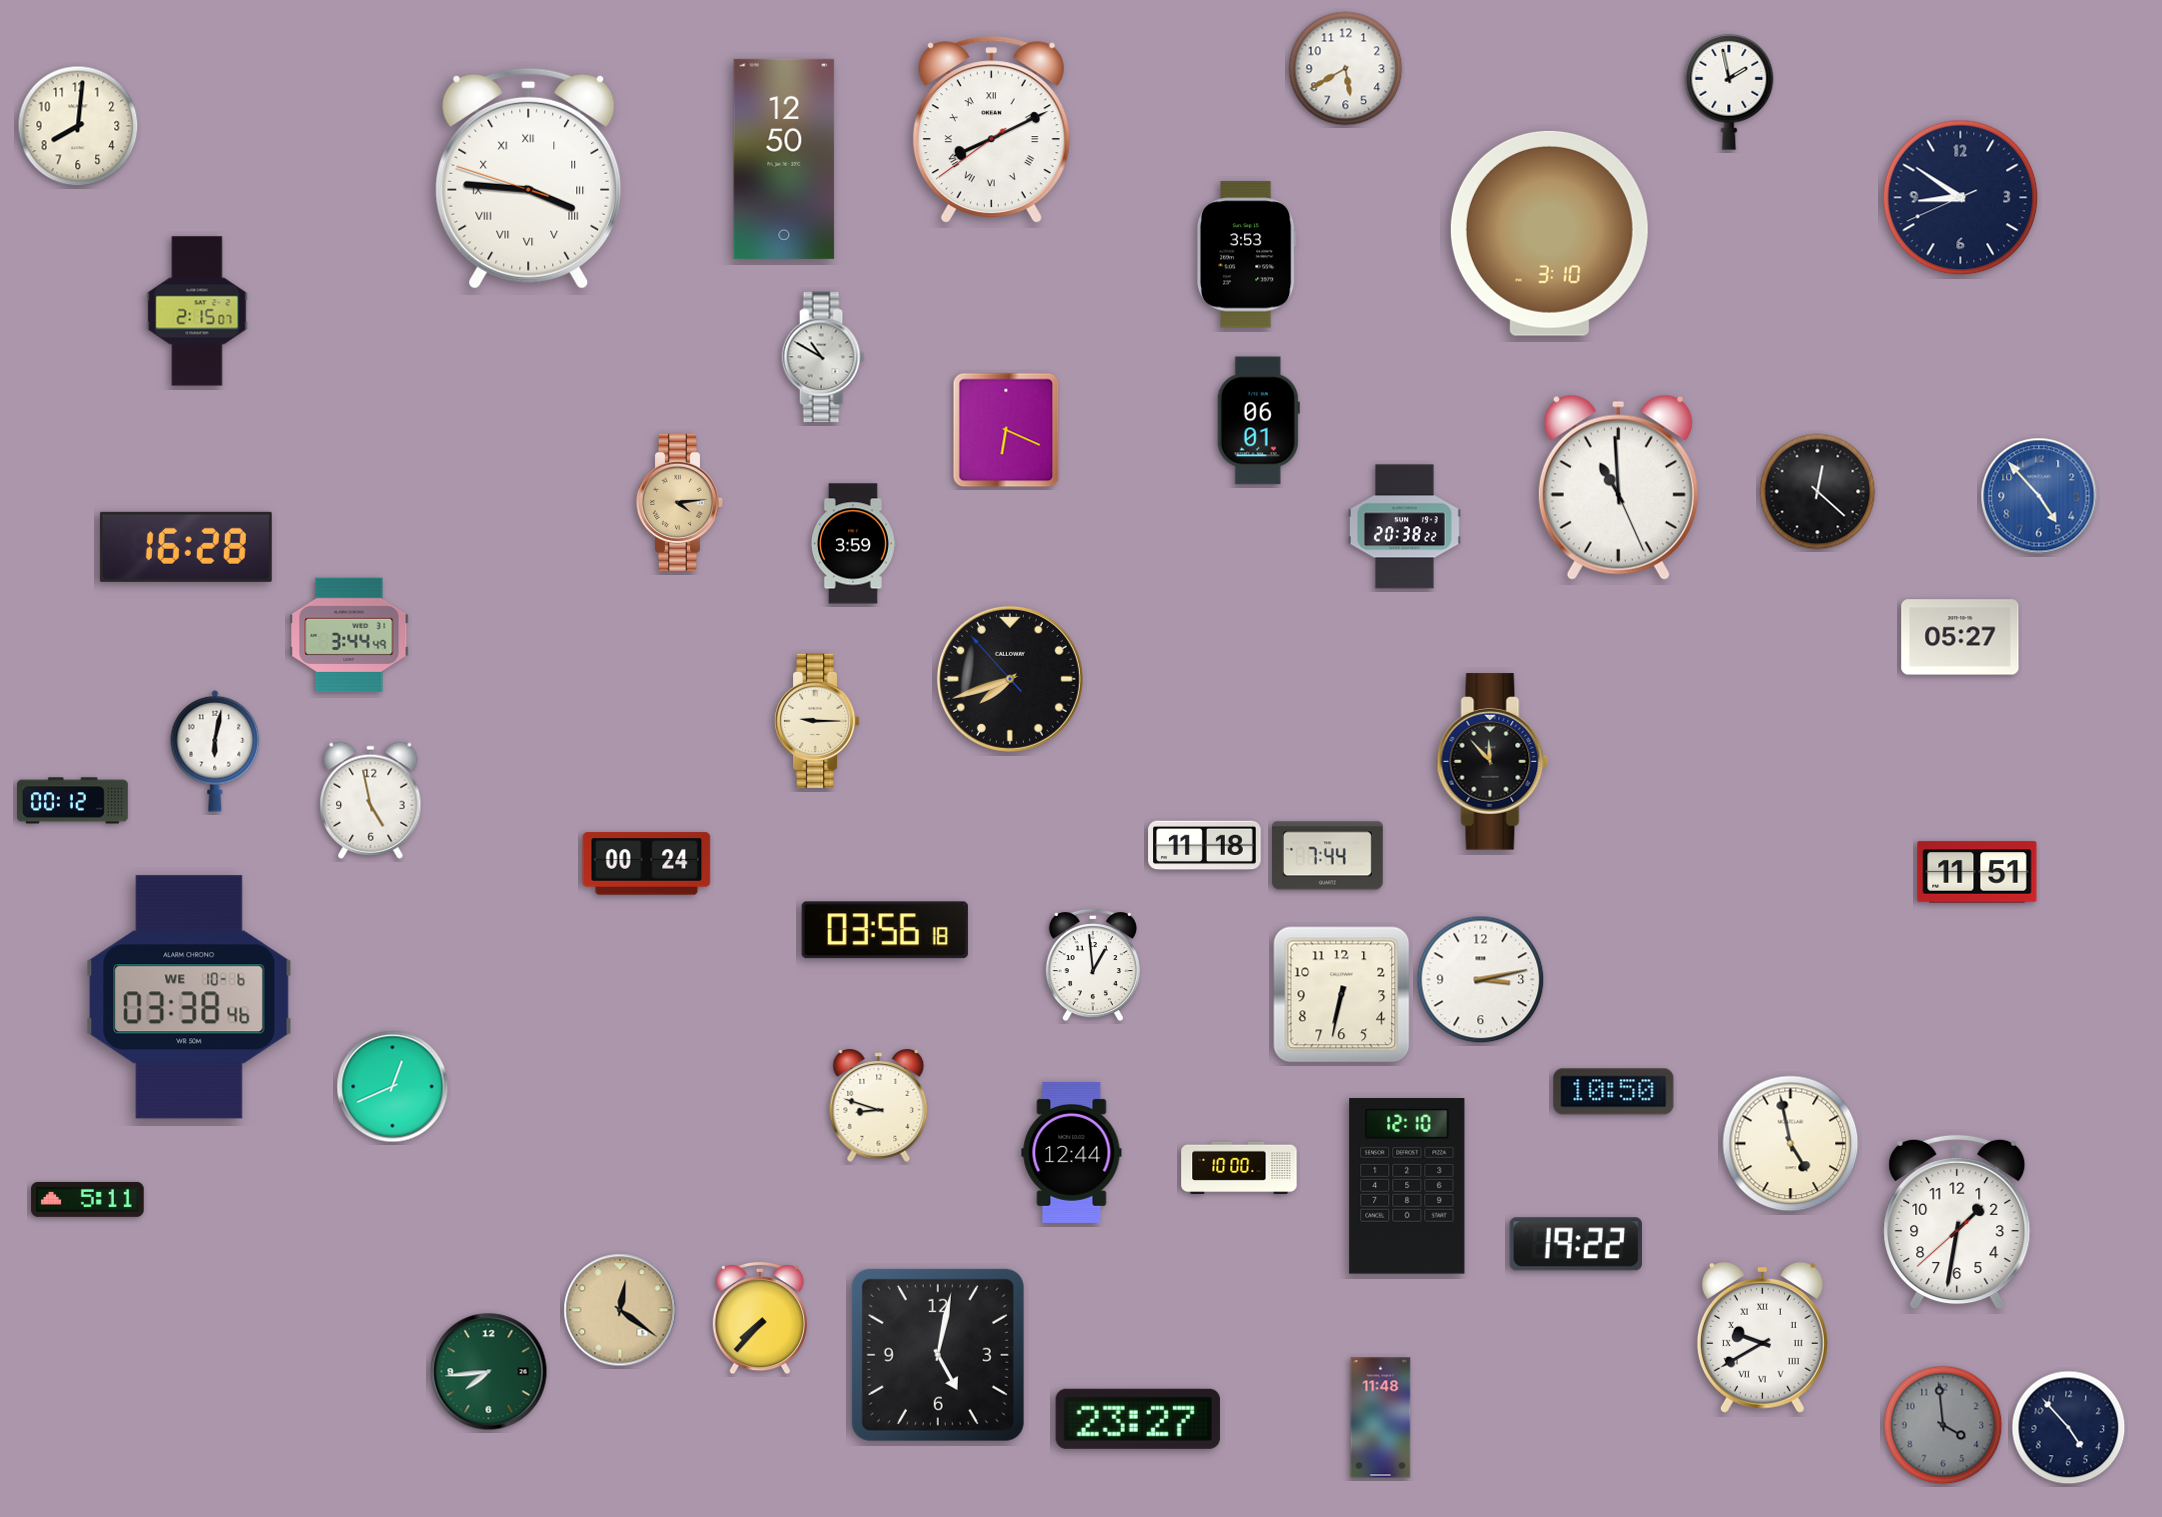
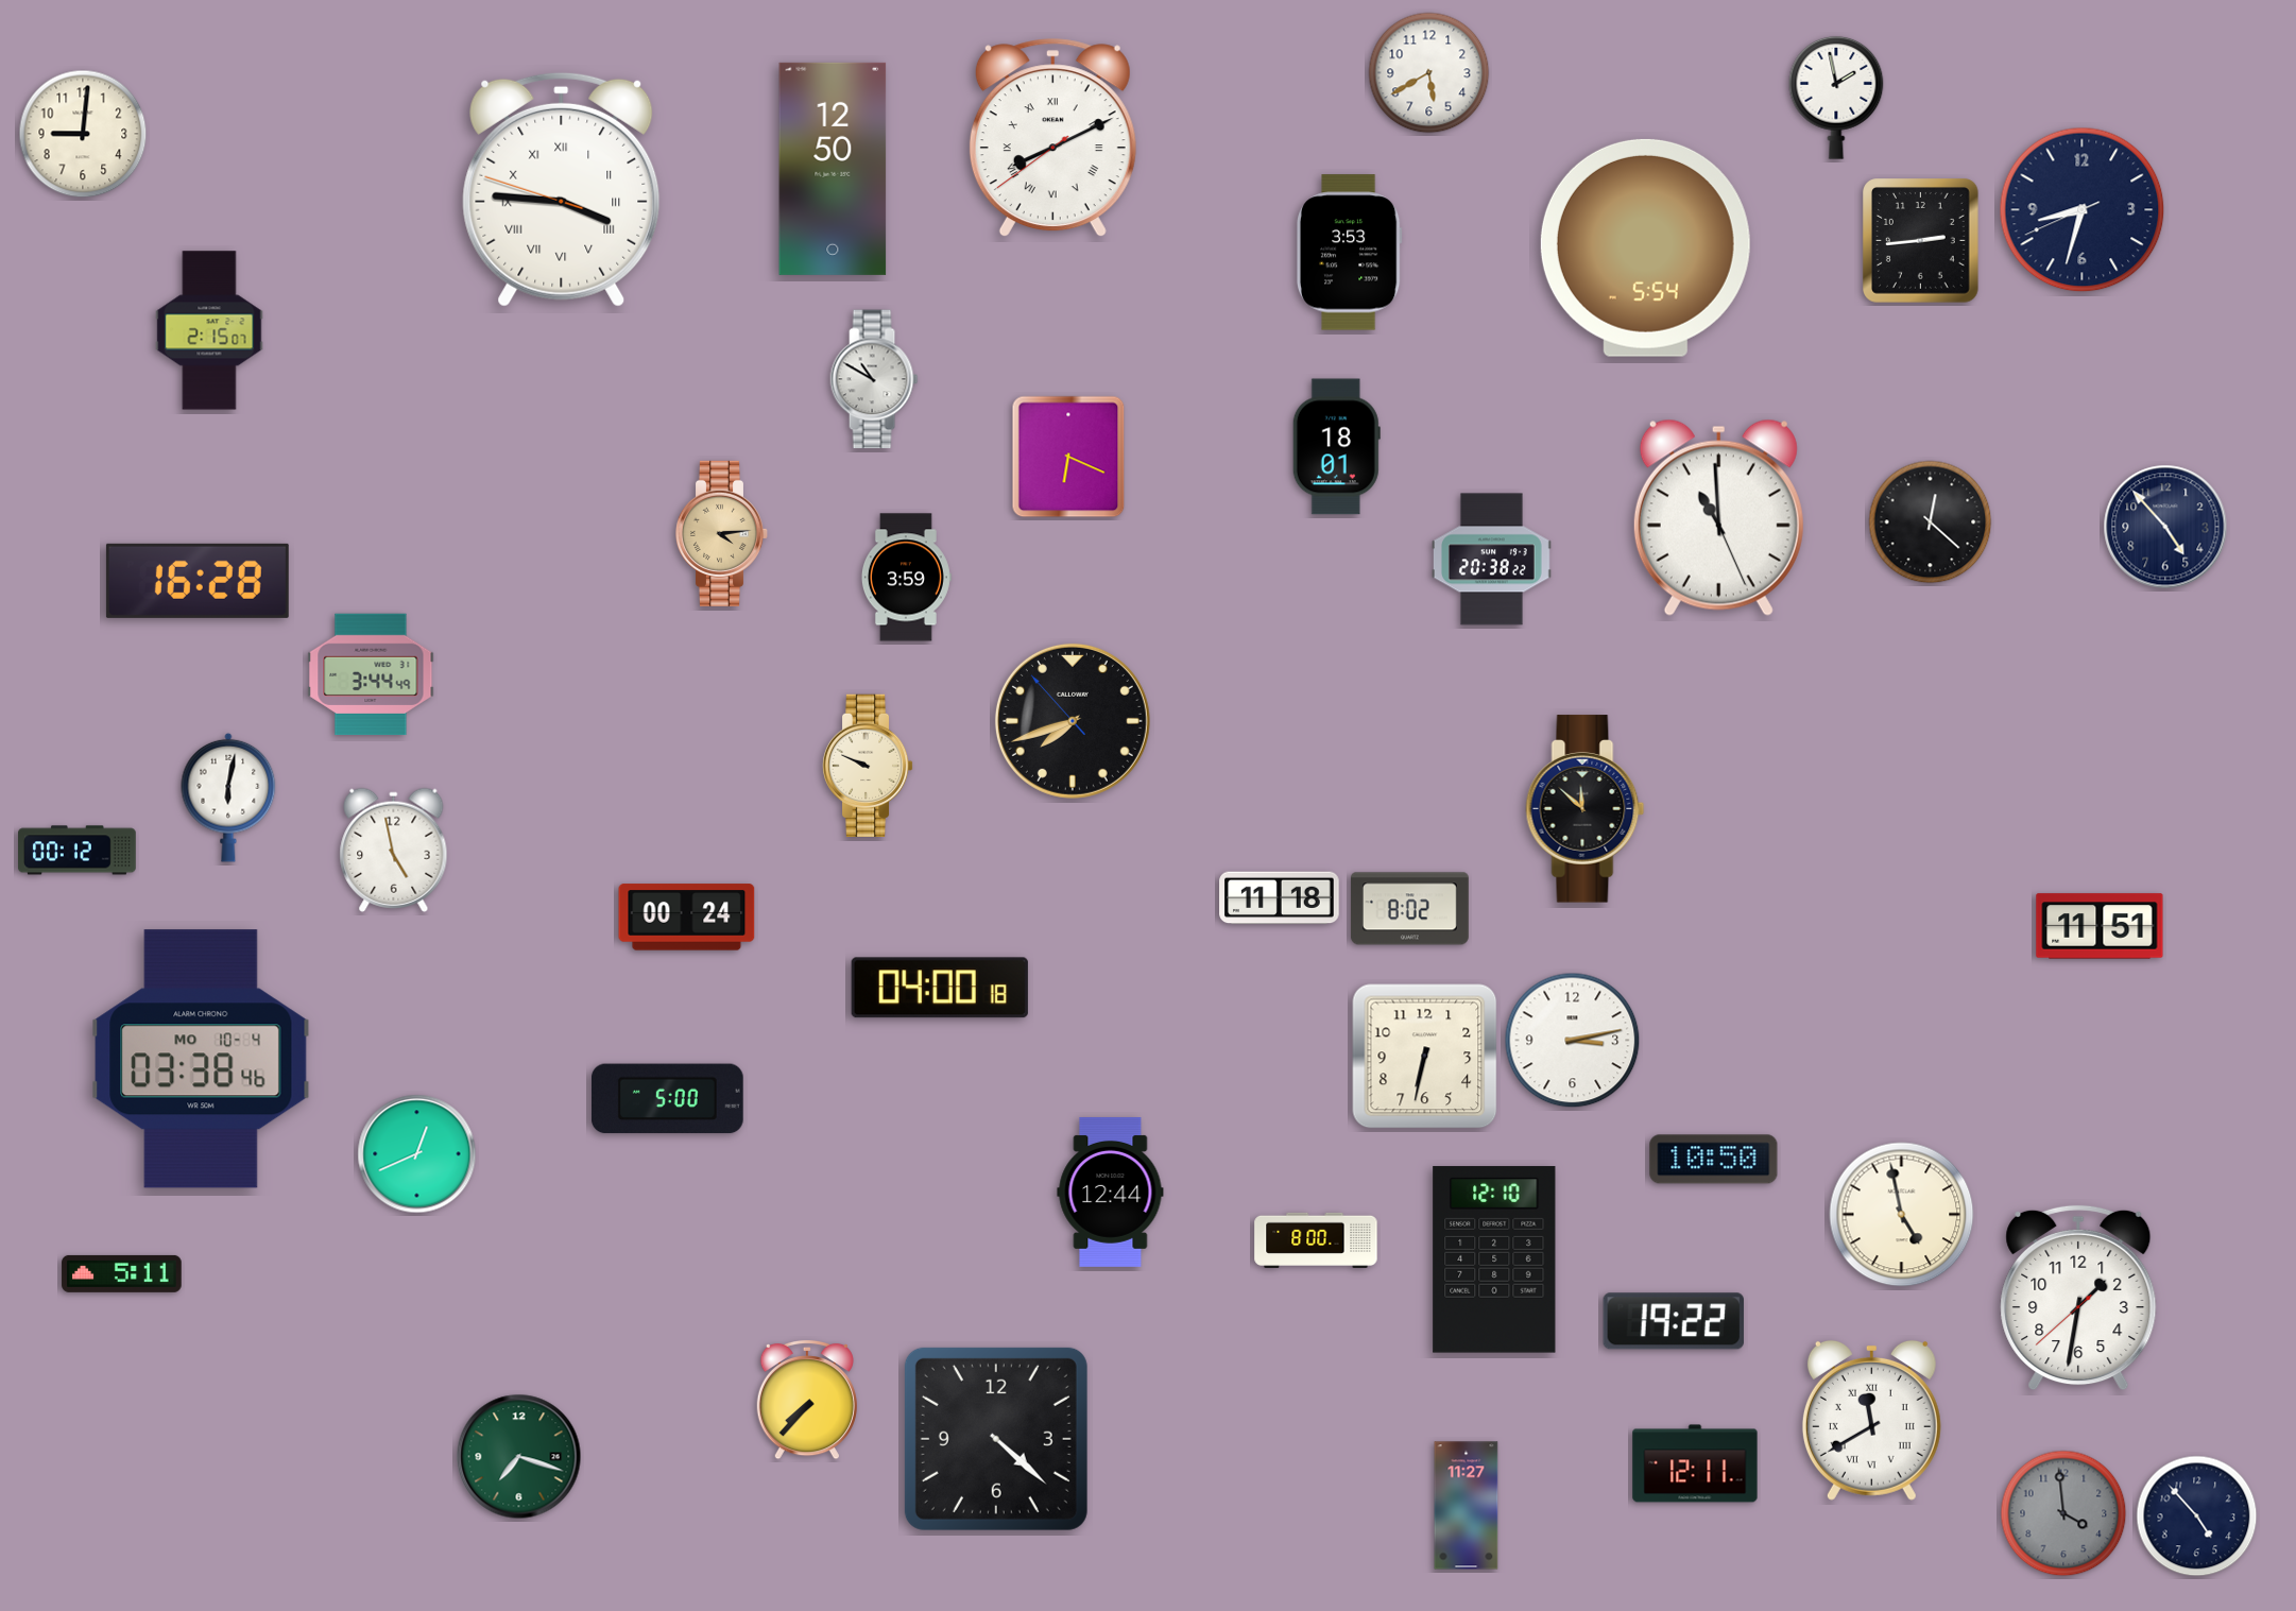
clock at (78, 126): 8:01 -> 9:01
clock at (1961, 198): 8:50 -> 8:32
clock at (1921, 241): none -> 2:44
clock at (1549, 233): 3:10 -> 5:54
clock at (1246, 255) position: (1246, 255) -> (1349, 253)
clock at (1258, 421): 06:01 -> 18:01
clock at (2039, 496) dial: blue -> navy
clock at (1960, 637): 05:27 -> none
clock at (817, 720): 9:15 -> 9:49
clock at (1493, 762): 11:53 -> 11:52
clock at (1327, 856): 7:44 -> 8:02
clock at (885, 930): 03:56 -> 04:00
clock at (1093, 965): 12:59 -> none
clock at (189, 997) date: WE 10-6 -> MO 10-4
clock at (667, 1099): none -> 5:00
clock at (879, 1105): 8:48 -> none
clock at (1072, 1152) position: (1072, 1152) -> (1111, 1192)
clock at (1239, 1168): 10:00 -> 8:00
clock at (88, 1199) position: (88, 1199) -> (122, 1273)
clock at (620, 1310): 12:21 -> none
clock at (1762, 1337): 9:40 -> 11:40
clock at (938, 1355): 5:02 -> 4:22
clock at (489, 1372): 7:44 -> 7:18
clock at (1695, 1463): none -> 12:11
clock at (1381, 1418): 11:48 -> 11:27
clock at (1138, 1419): 23:27 -> none
